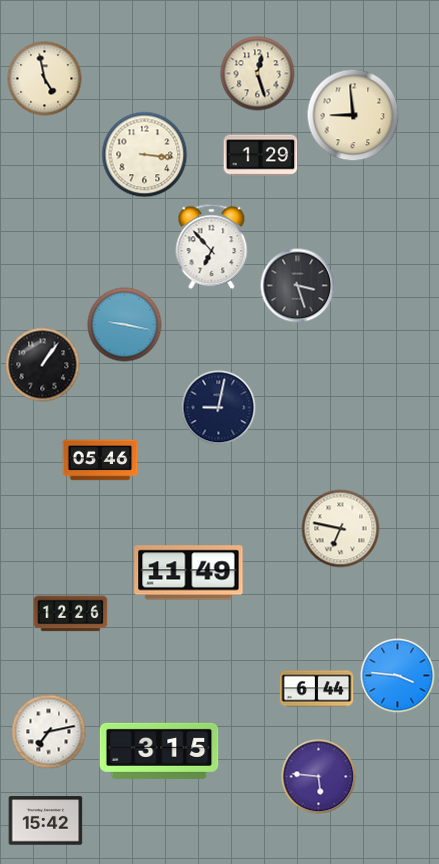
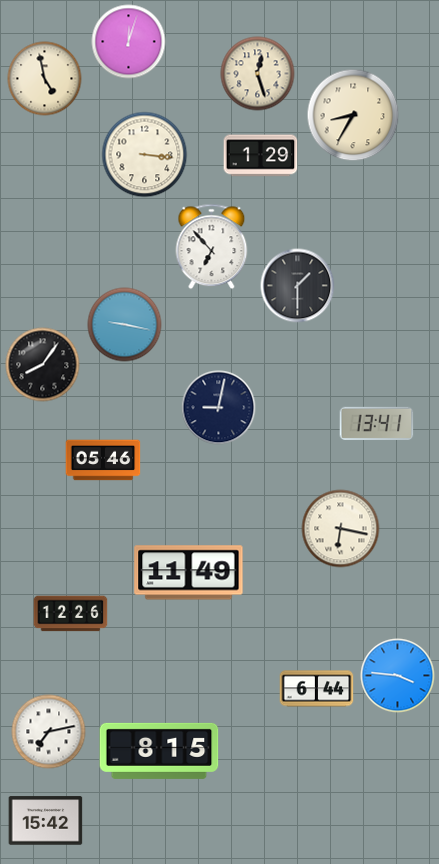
clock at (129, 42): none -> 12:03
clock at (353, 115): 8:59 -> 8:35
clock at (298, 286): 3:27 -> 1:30
clock at (43, 365): 1:06 -> 8:06
clock at (377, 423): none -> 13:41
clock at (100, 460) position: (100, 460) -> (103, 460)
clock at (341, 529): 6:47 -> 6:17
clock at (159, 751): 3:15 -> 8:15
clock at (319, 777): 5:46 -> none
